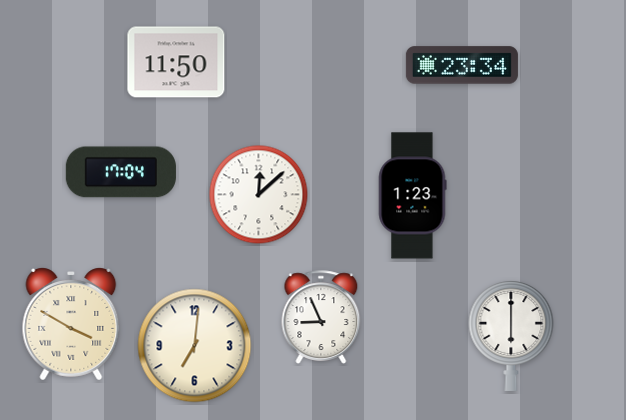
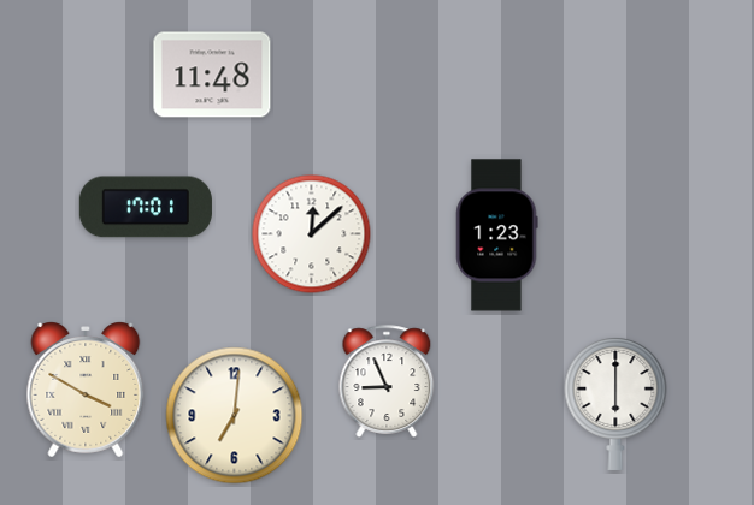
clock at (176, 62): 11:50 -> 11:48
clock at (462, 65): 23:34 -> none
clock at (121, 172): 17:04 -> 17:01
